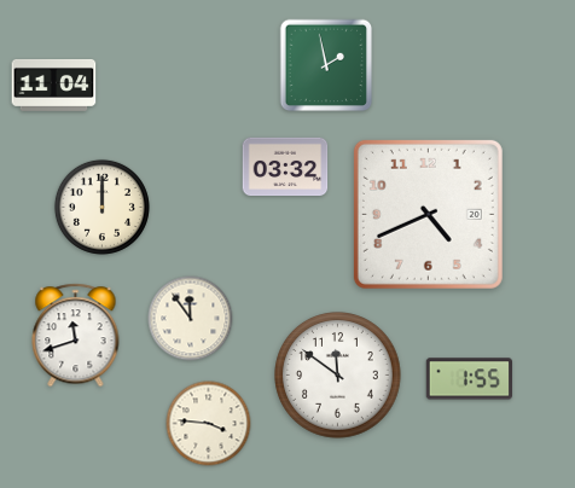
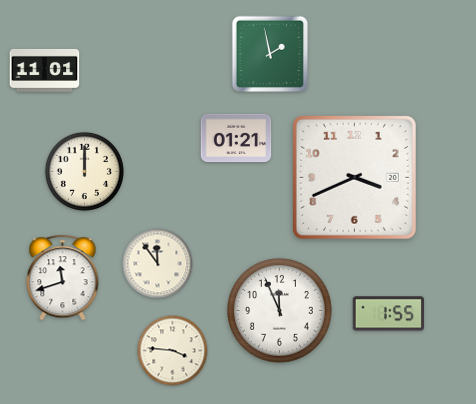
clock at (54, 85): 11:04 -> 11:01
clock at (285, 167): 03:32 -> 01:21
clock at (428, 214): 4:41 -> 3:41
clock at (338, 376): 11:51 -> 11:56
